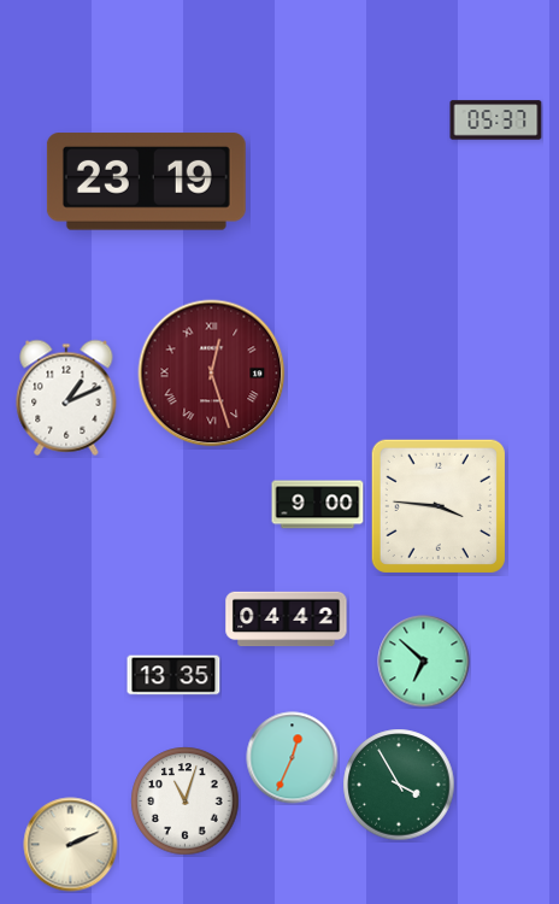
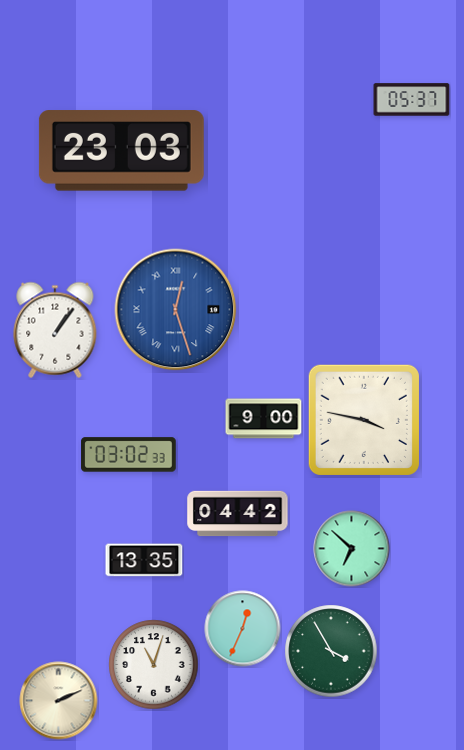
clock at (146, 182): 23:19 -> 23:03
clock at (212, 374) dial: burgundy -> blue
clock at (66, 398): 1:11 -> 1:06
clock at (439, 506): 3:46 -> 3:47
clock at (129, 455): none -> 03:02
